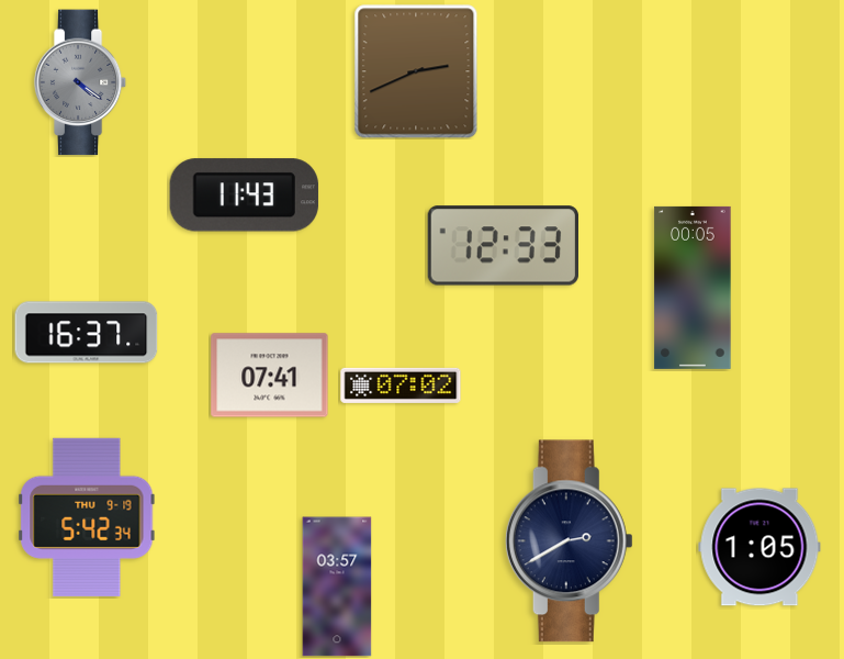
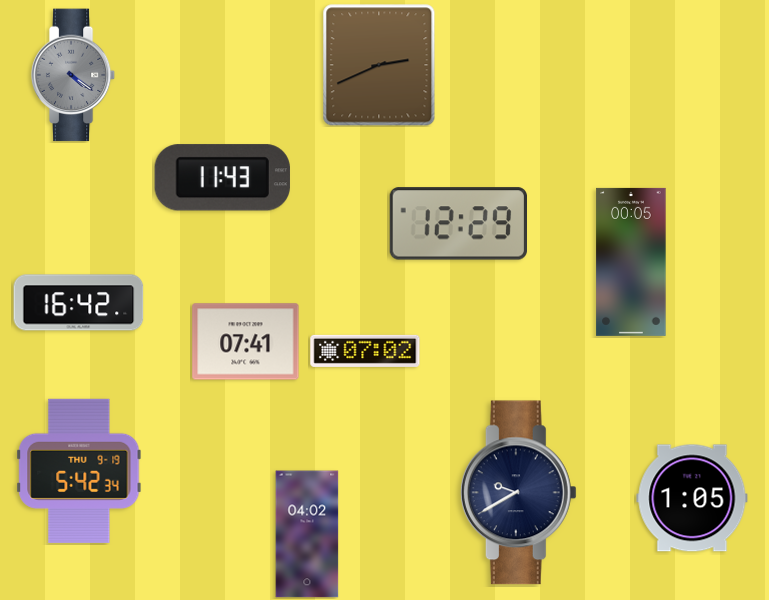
clock at (503, 246): 12:33 -> 12:29
clock at (87, 333): 16:37 -> 16:42
clock at (569, 541): 2:40 -> 9:40
clock at (337, 587): 03:57 -> 04:02
